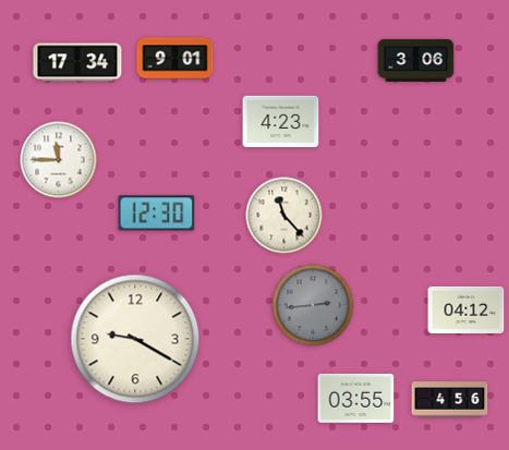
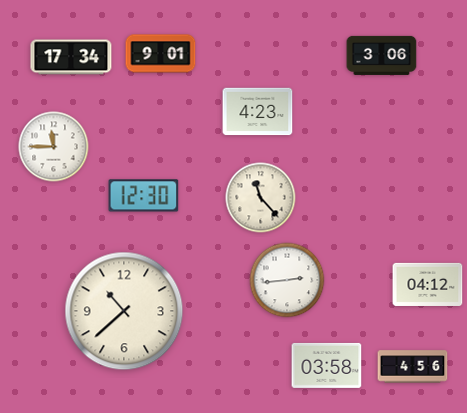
clock at (313, 305) dial: grey -> white
clock at (135, 339): 9:20 -> 10:38
clock at (356, 398): 03:55 -> 03:58
